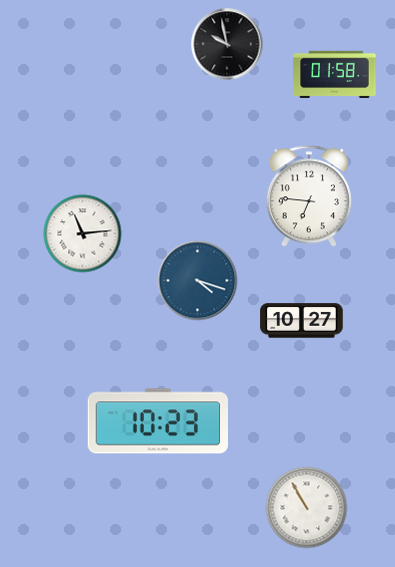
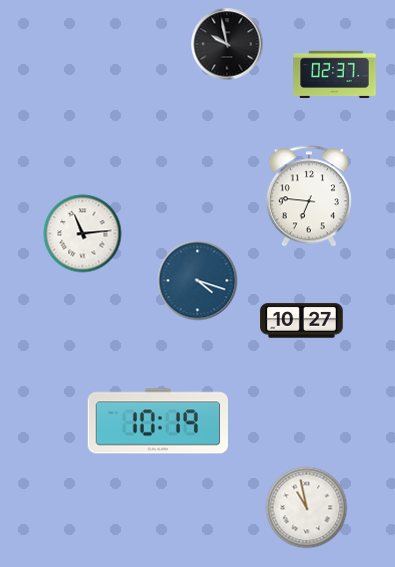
clock at (335, 74): 01:58 -> 02:37
clock at (157, 421): 10:23 -> 10:19
clock at (307, 508): 10:55 -> 10:58
